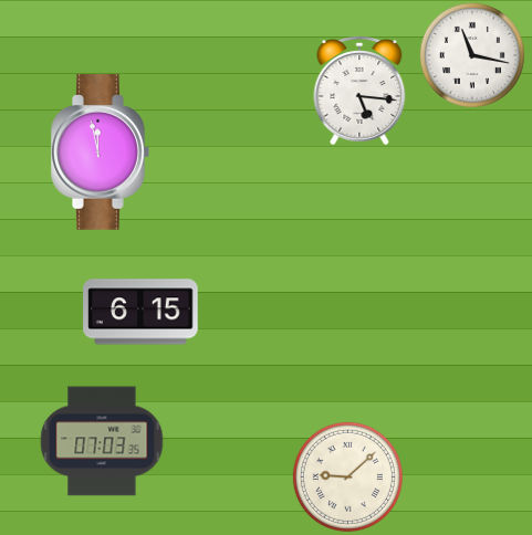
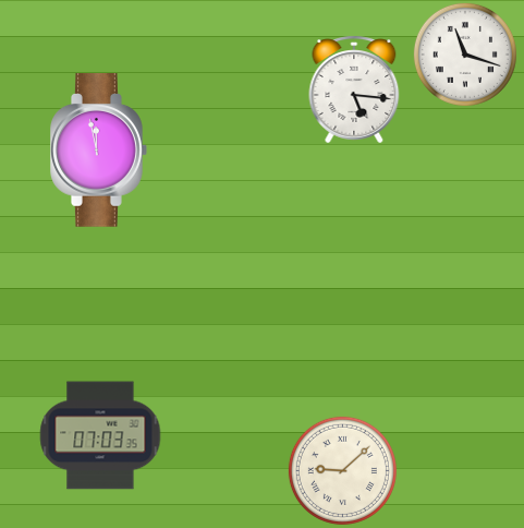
clock at (472, 55): 11:17 -> 11:18
clock at (140, 312): 6:15 -> none
